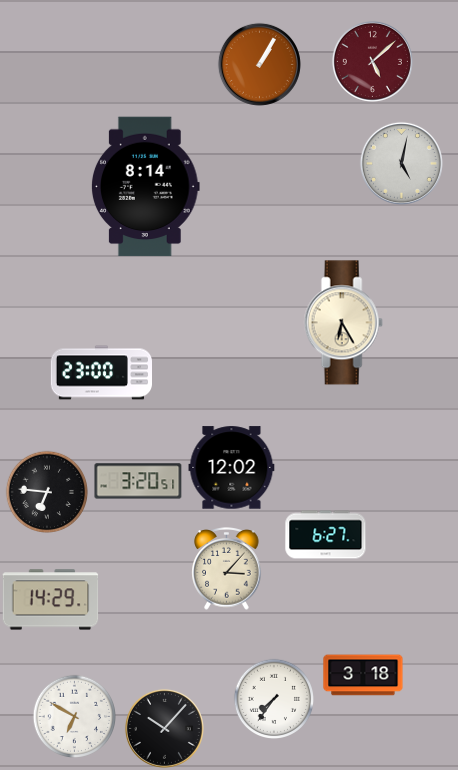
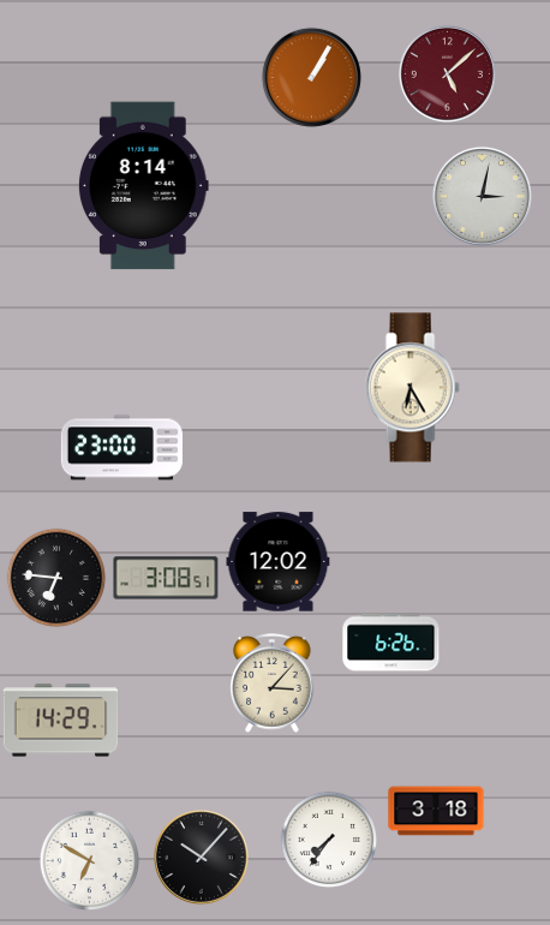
clock at (401, 163): 5:02 -> 3:02
clock at (145, 187) position: (145, 187) -> (143, 186)
clock at (138, 481): 3:20 -> 3:08
clock at (46, 491) position: (46, 491) -> (55, 577)
clock at (326, 535): 6:27 -> 6:26
clock at (164, 728) position: (164, 728) -> (201, 857)
